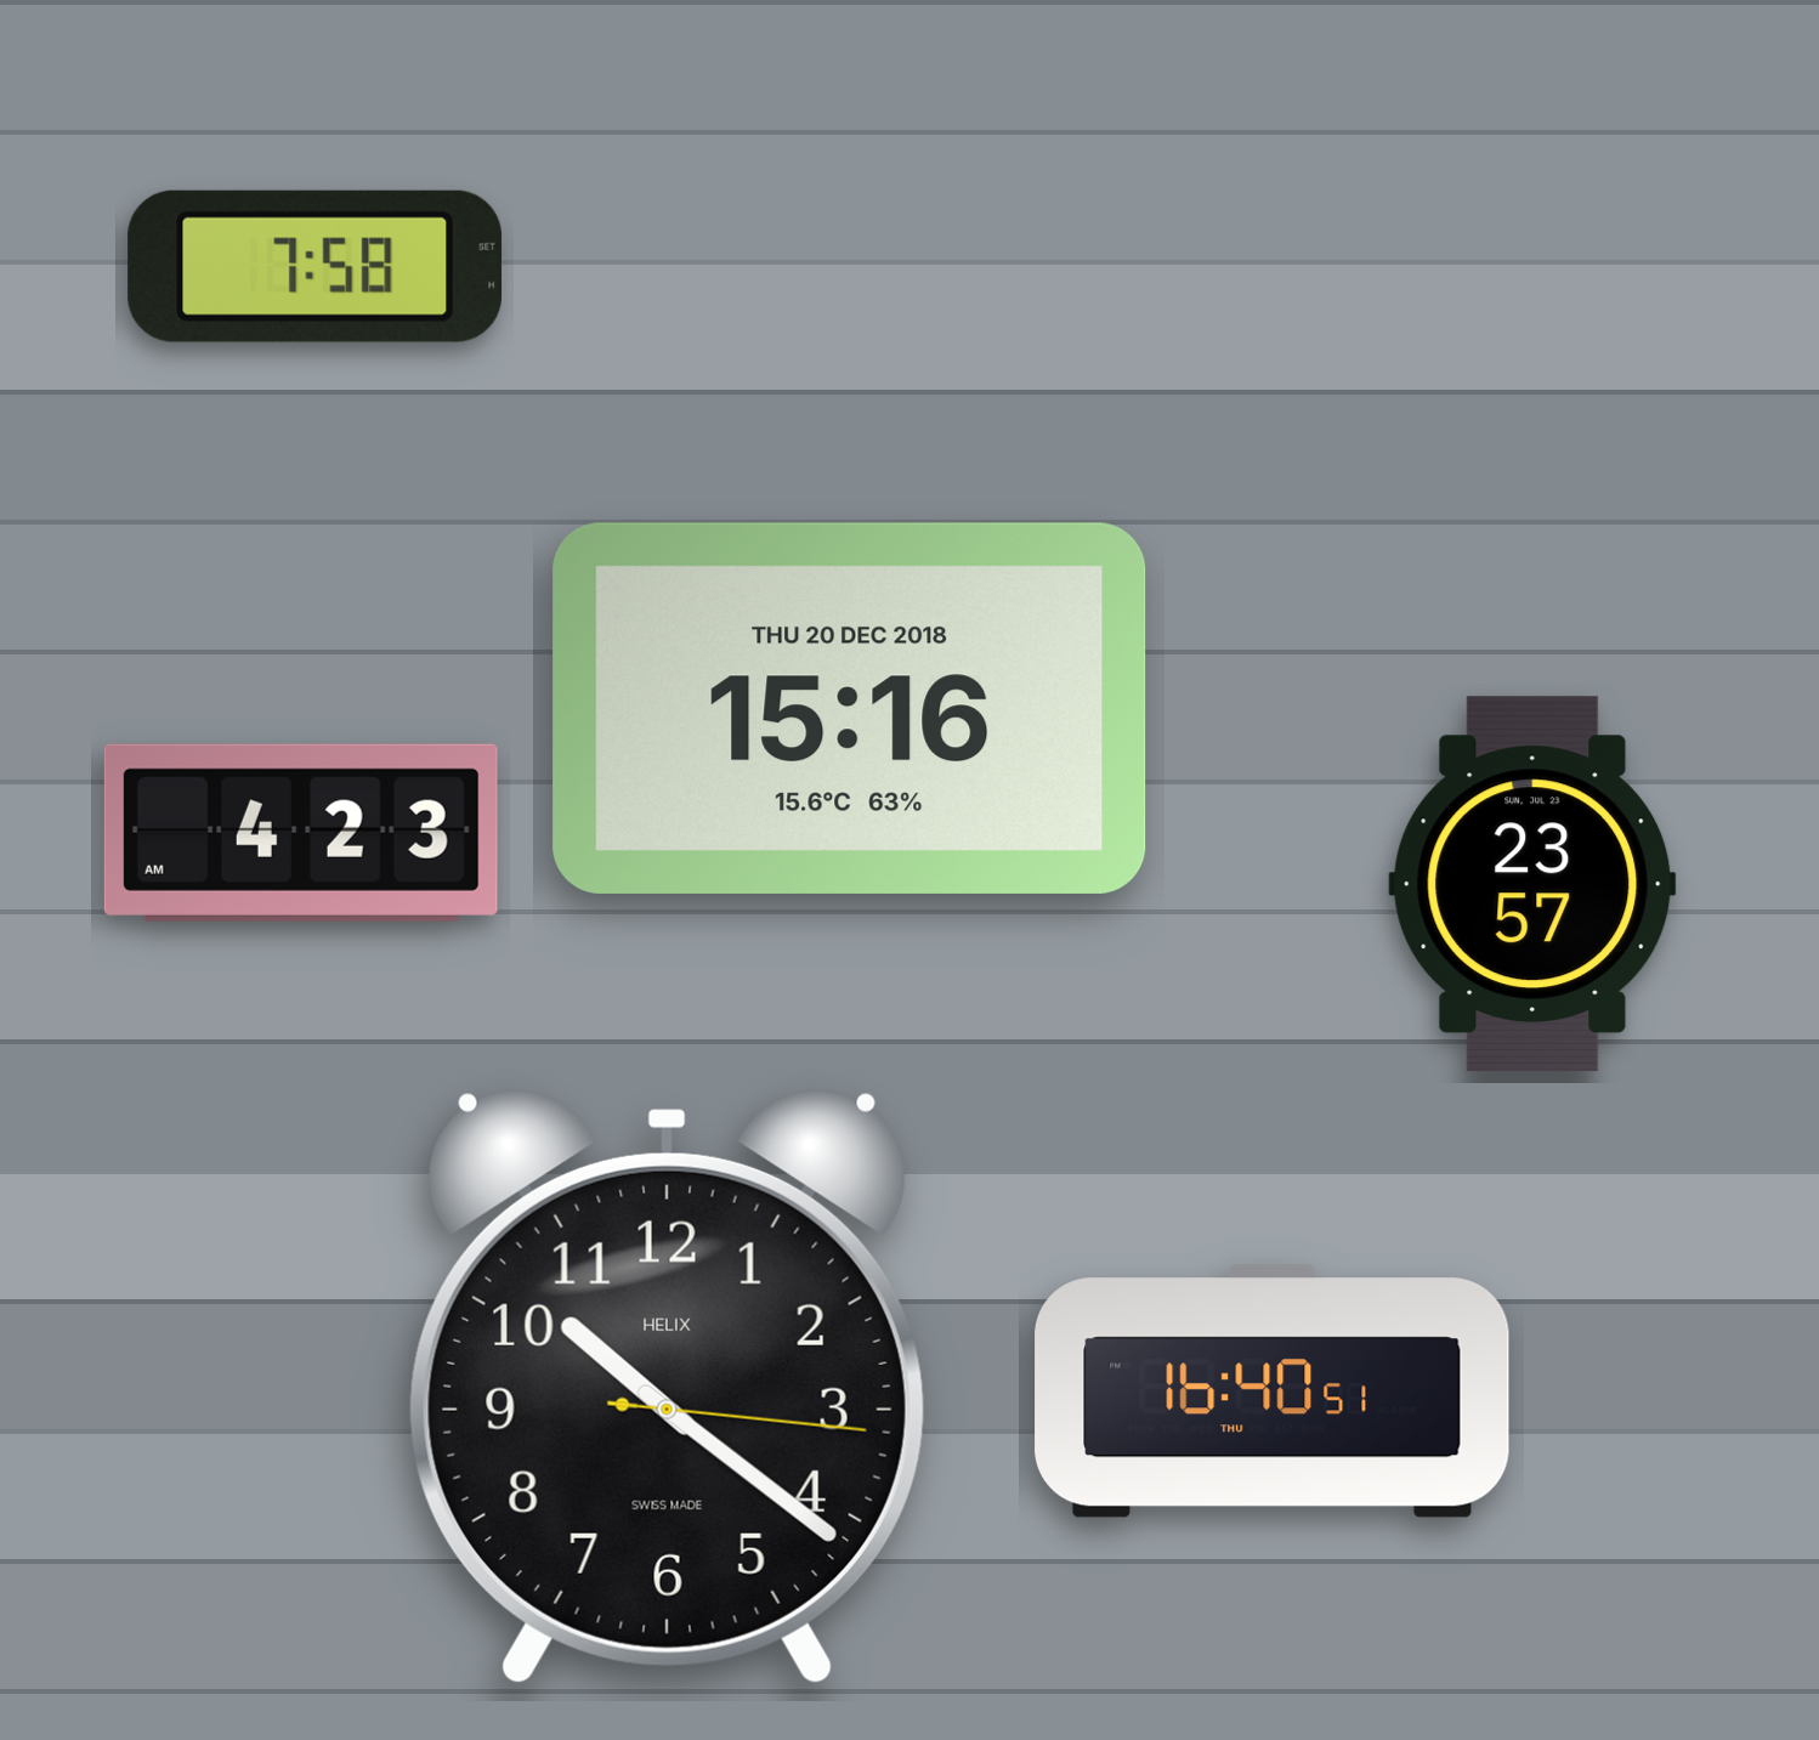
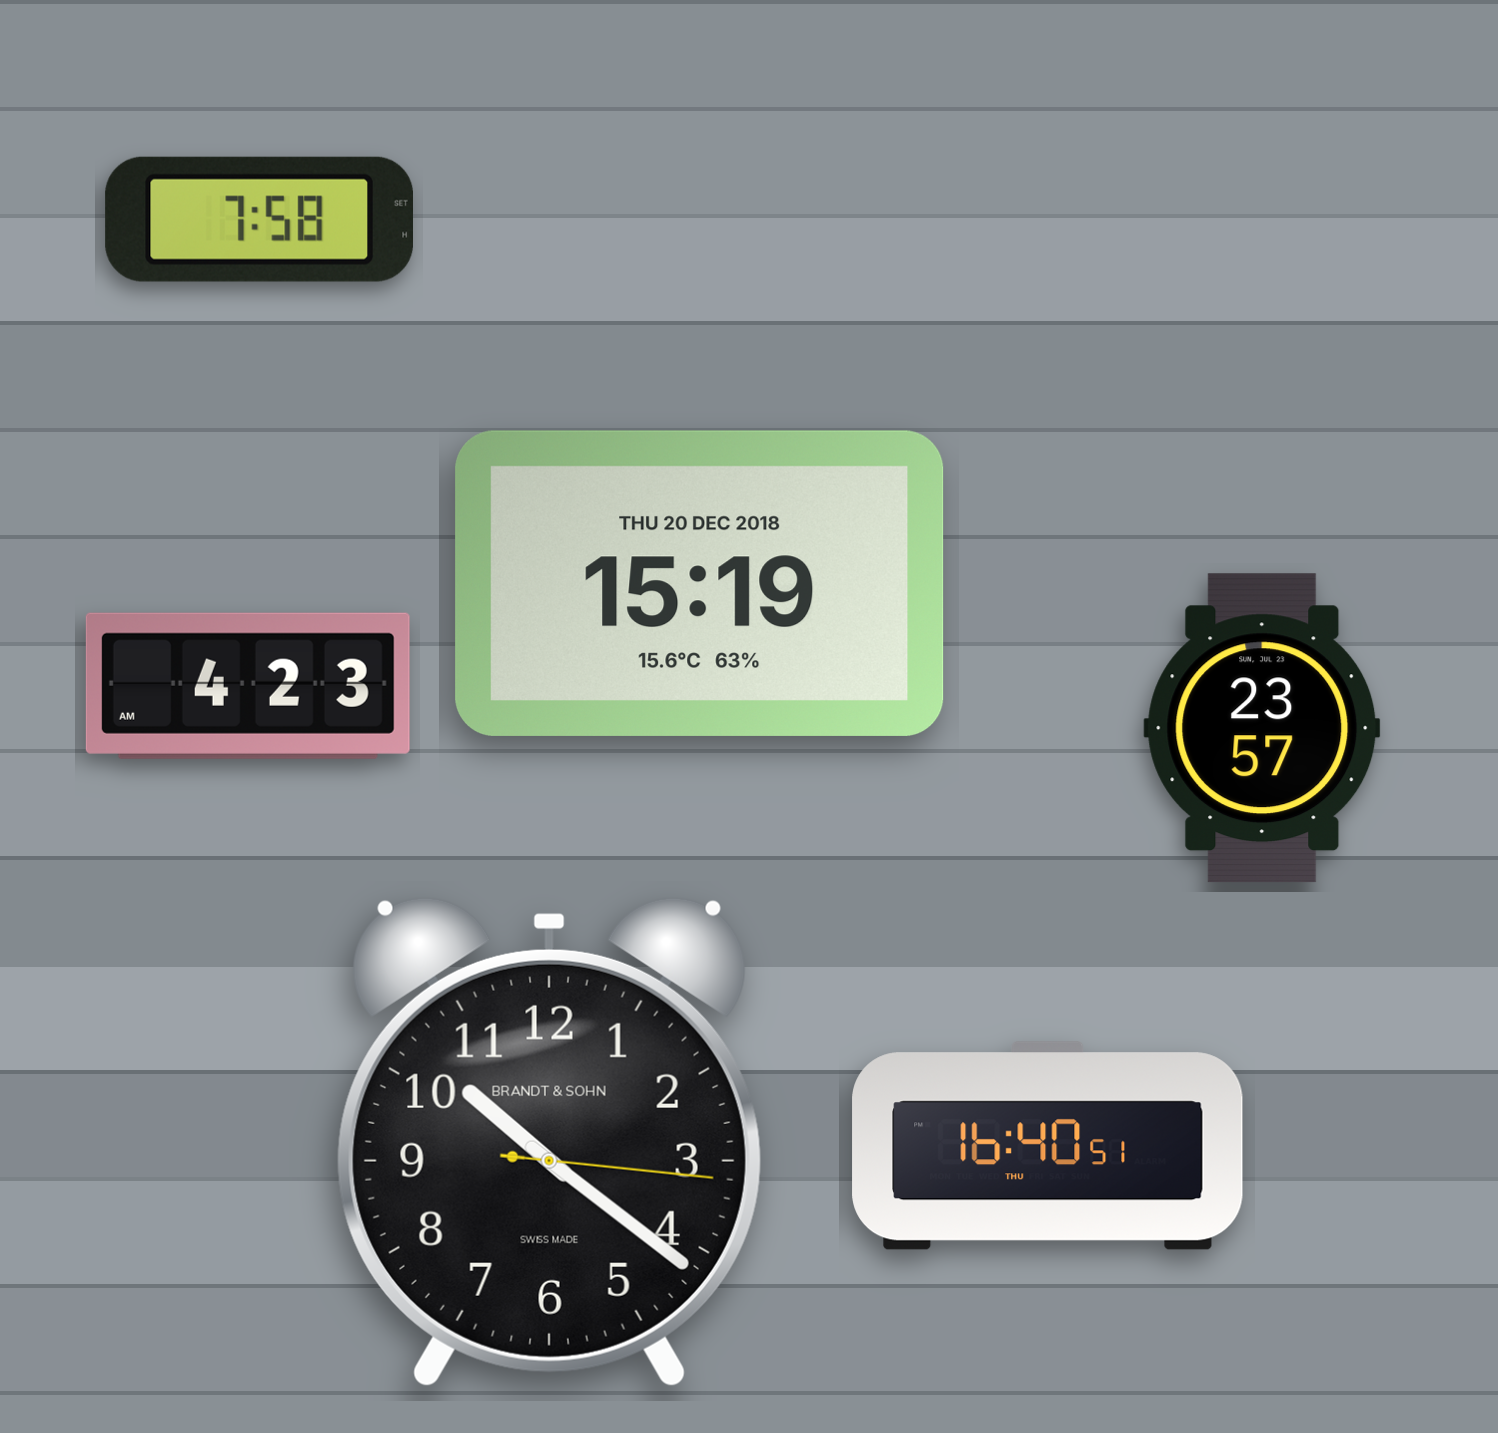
clock at (850, 708): 15:16 -> 15:19
clock at (667, 1385) brand: HELIX -> BRANDT & SOHN
